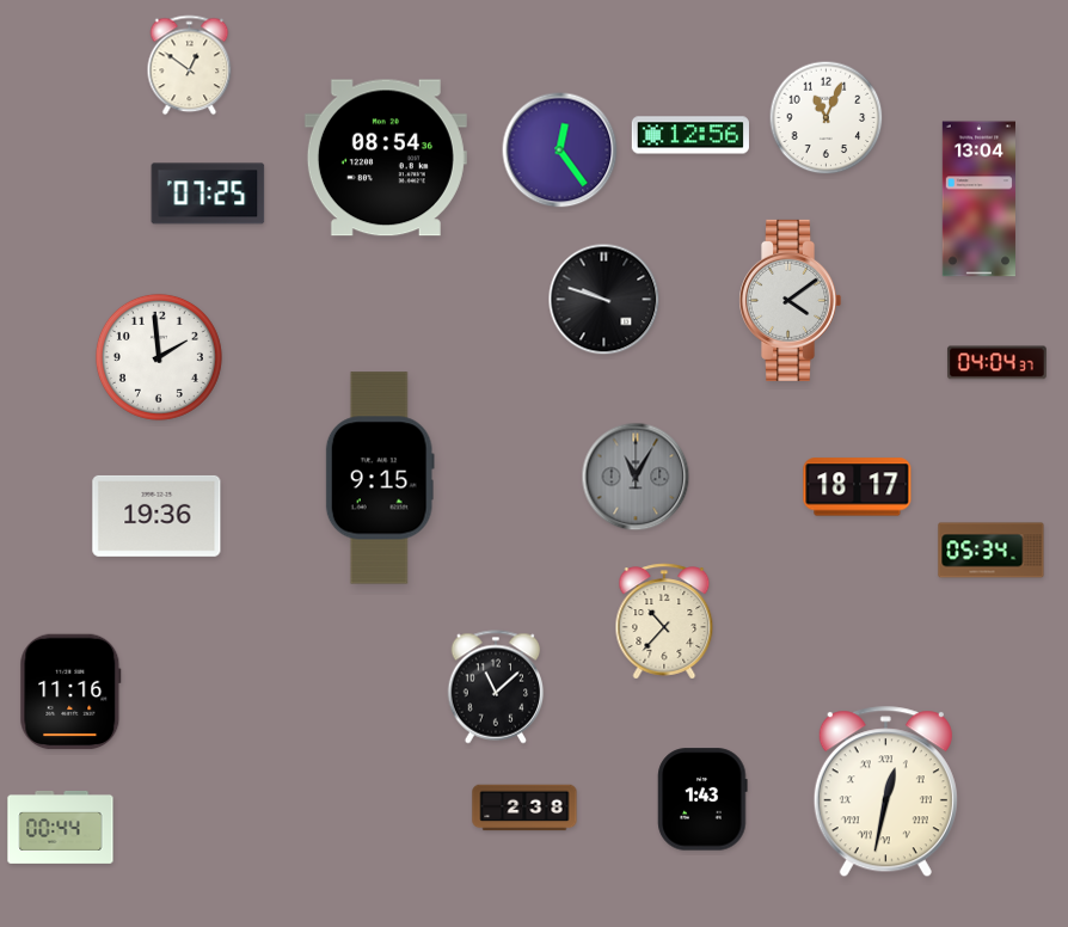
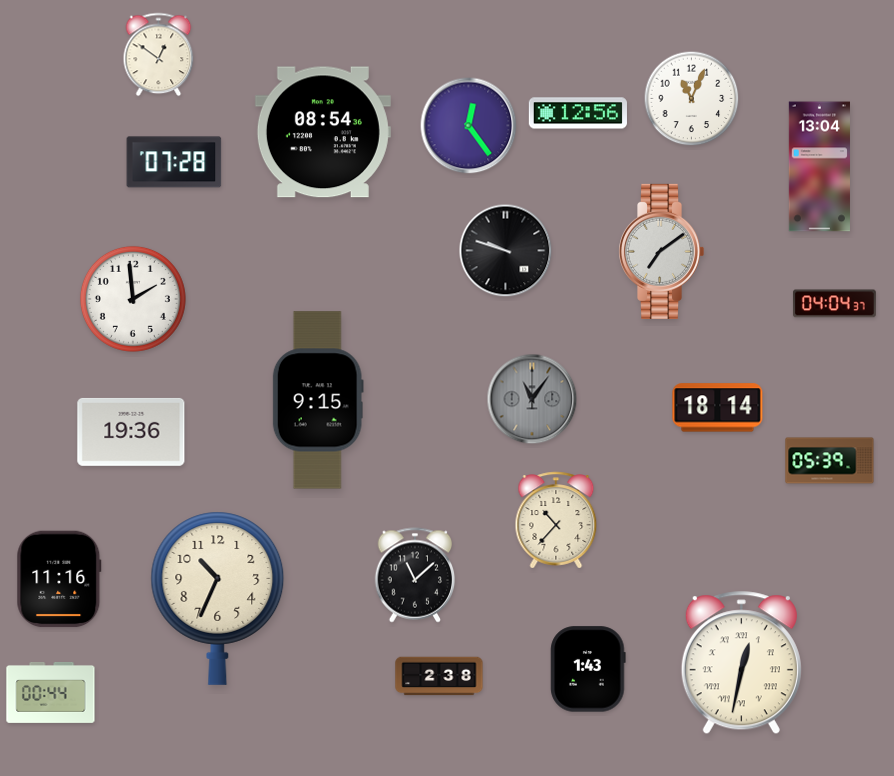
clock at (208, 194): 07:25 -> 07:28
clock at (791, 300): 4:09 -> 7:09
clock at (636, 477): 11:05 -> 11:06
clock at (858, 487): 18:17 -> 18:14
clock at (992, 551): 05:34 -> 05:39
clock at (218, 598): none -> 10:34
